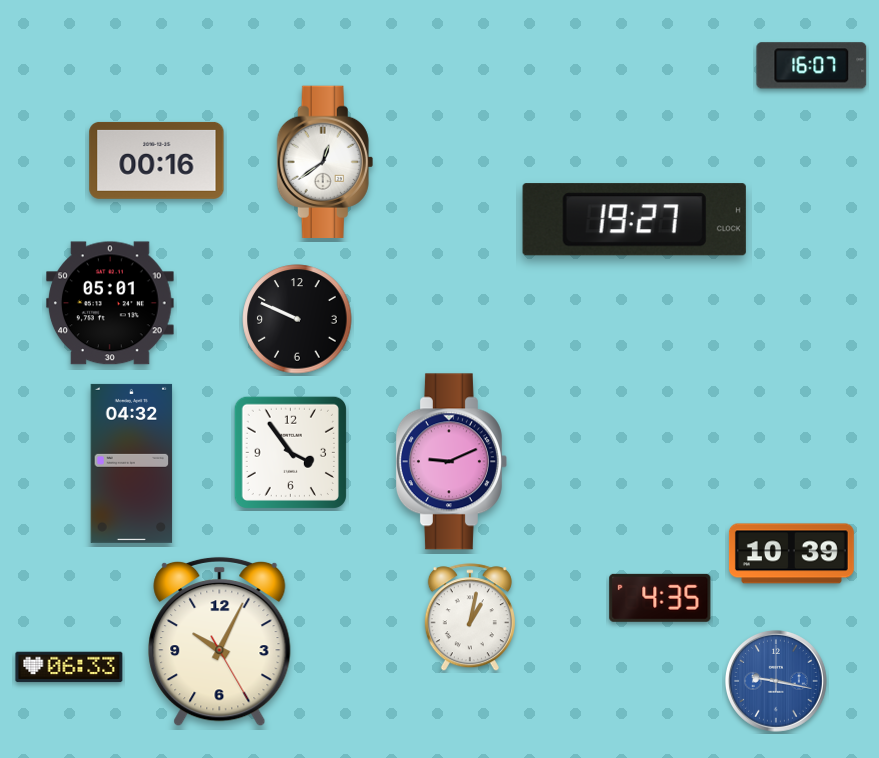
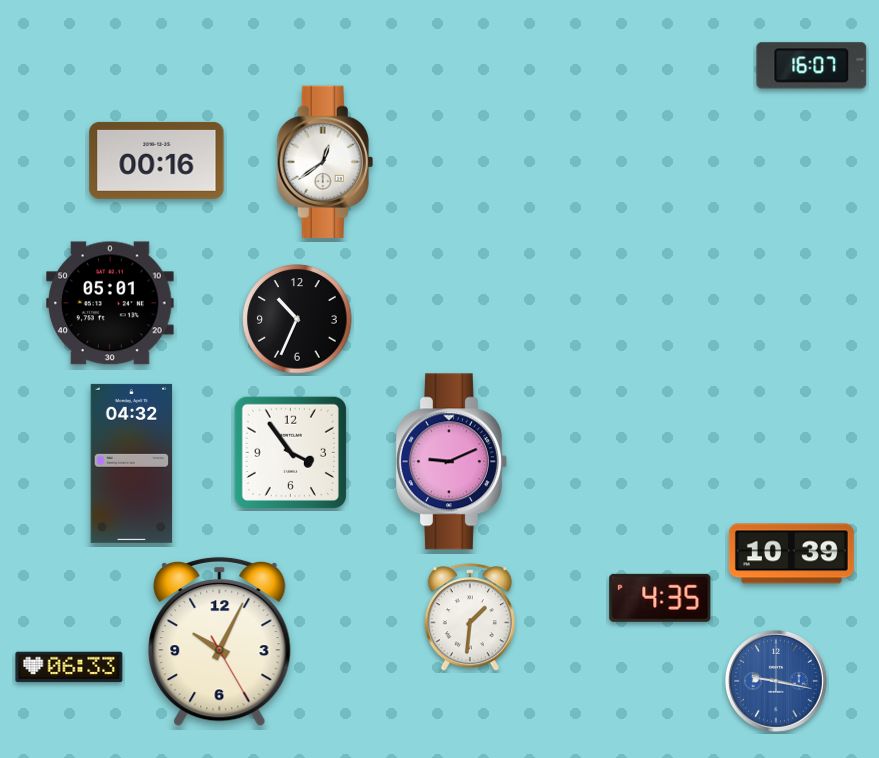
clock at (634, 220): 19:27 -> none
clock at (297, 319): 9:49 -> 10:34
clock at (470, 618): 1:02 -> 1:31
